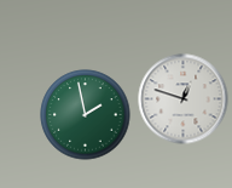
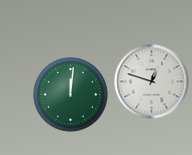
clock at (86, 115): 1:58 -> 12:01
